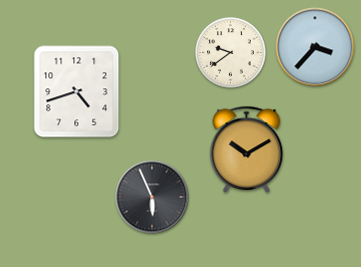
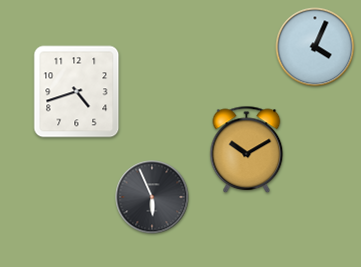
clock at (315, 47): 3:37 -> 4:04
clock at (231, 53): 9:39 -> none
